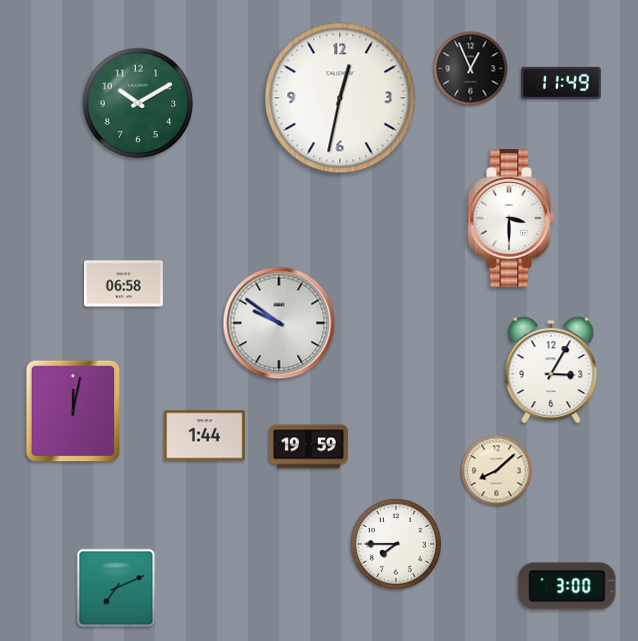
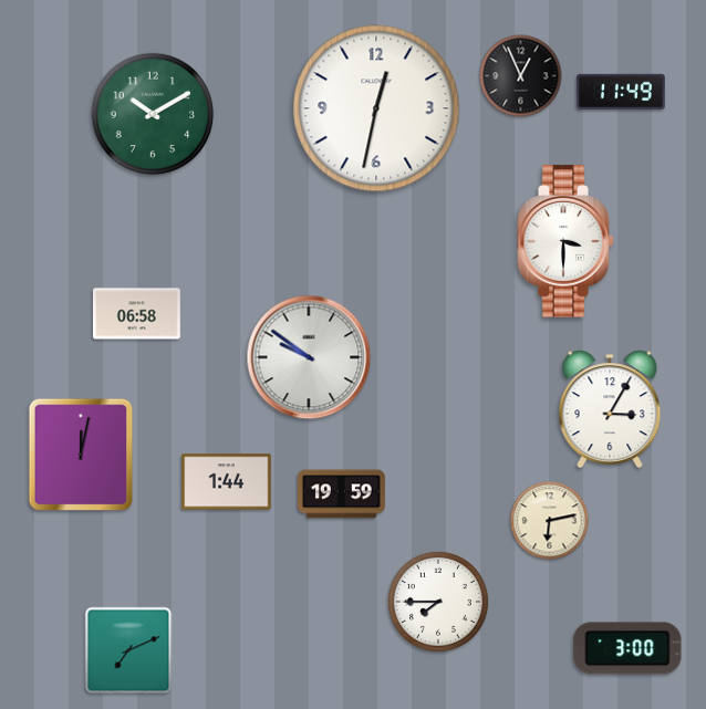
clock at (497, 471): 8:08 -> 6:13
